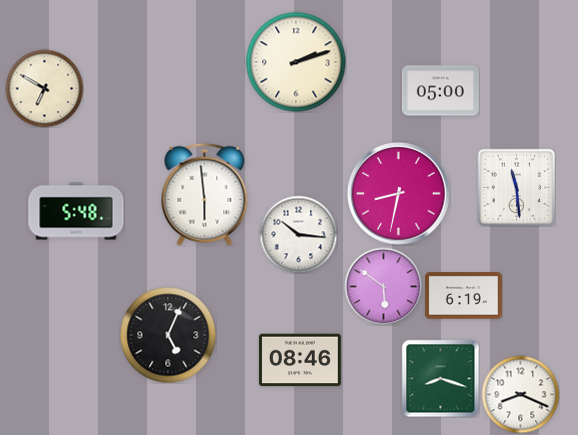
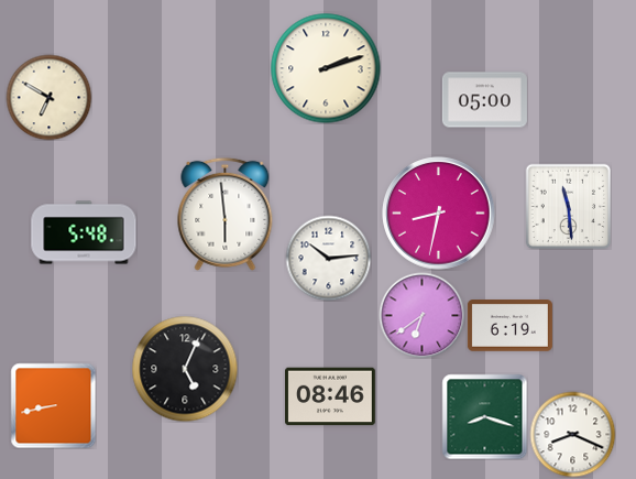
clock at (298, 234): 10:16 -> 10:14
clock at (383, 286): 5:51 -> 6:39
clock at (53, 405): none -> 8:43
